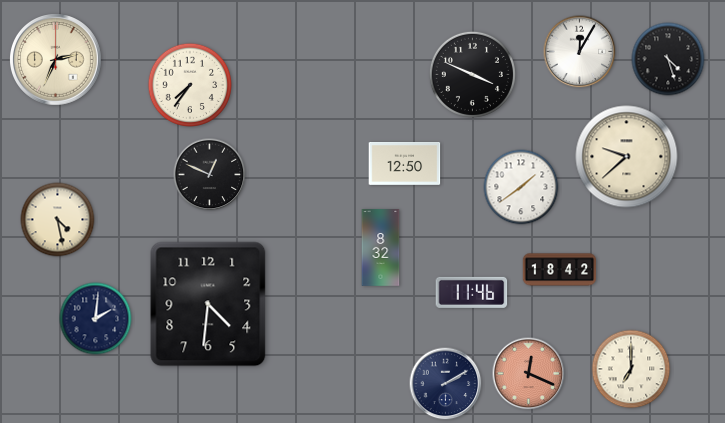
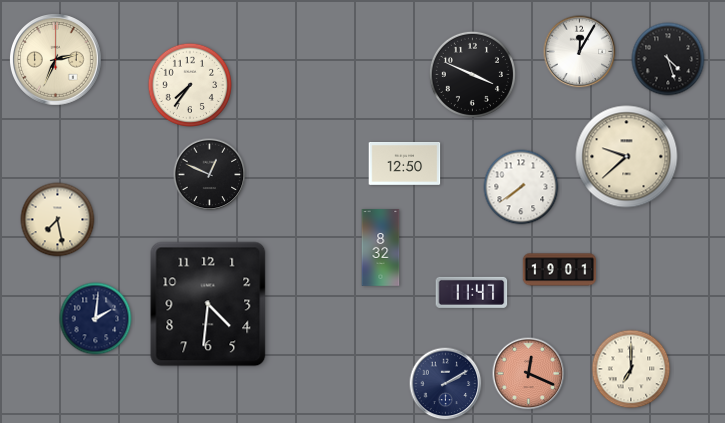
clock at (521, 187): 1:39 -> 7:39
clock at (58, 220): 4:28 -> 7:28
clock at (560, 270): 18:42 -> 19:01
clock at (472, 292): 11:46 -> 11:47
